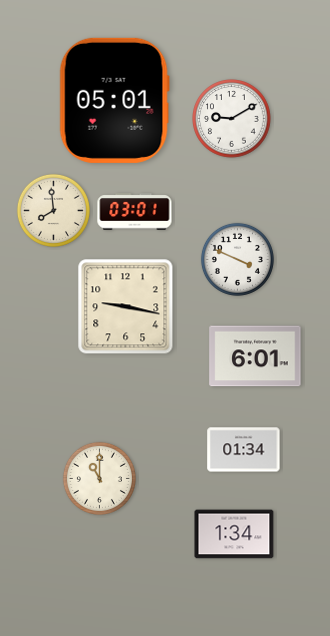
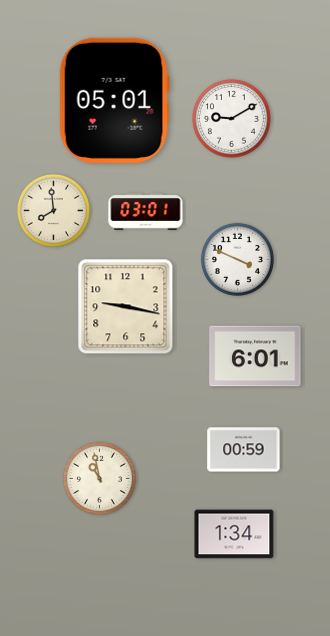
clock at (135, 212) position: (135, 212) -> (146, 212)
clock at (244, 450): 01:34 -> 00:59
clock at (99, 478): 11:00 -> 10:58
